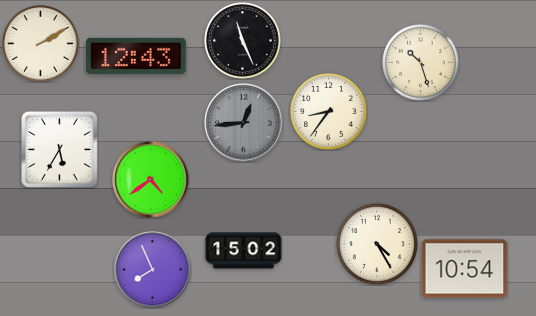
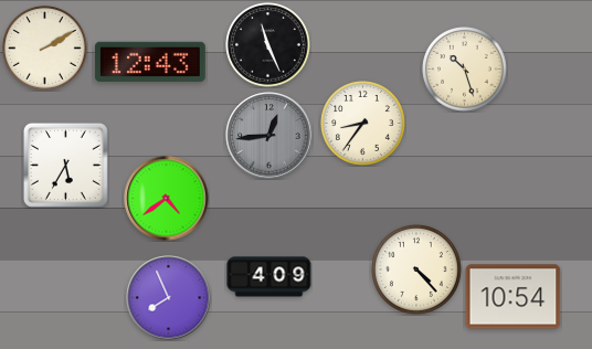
clock at (378, 245): 4:25 -> 4:23
clock at (244, 251): 15:02 -> 4:09
